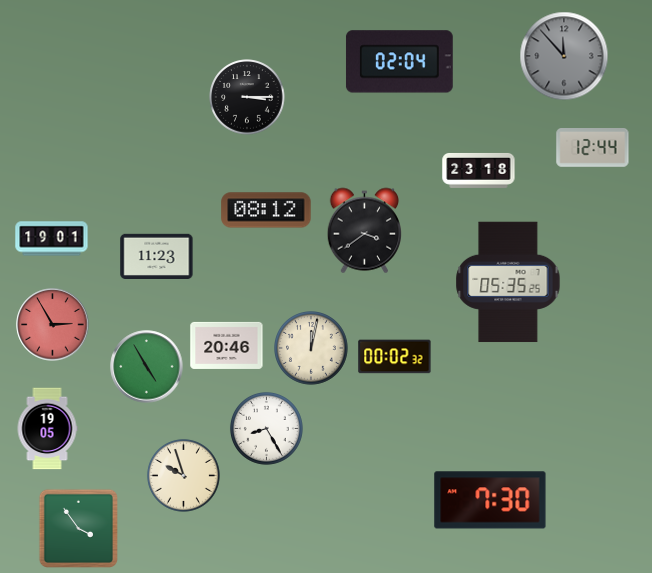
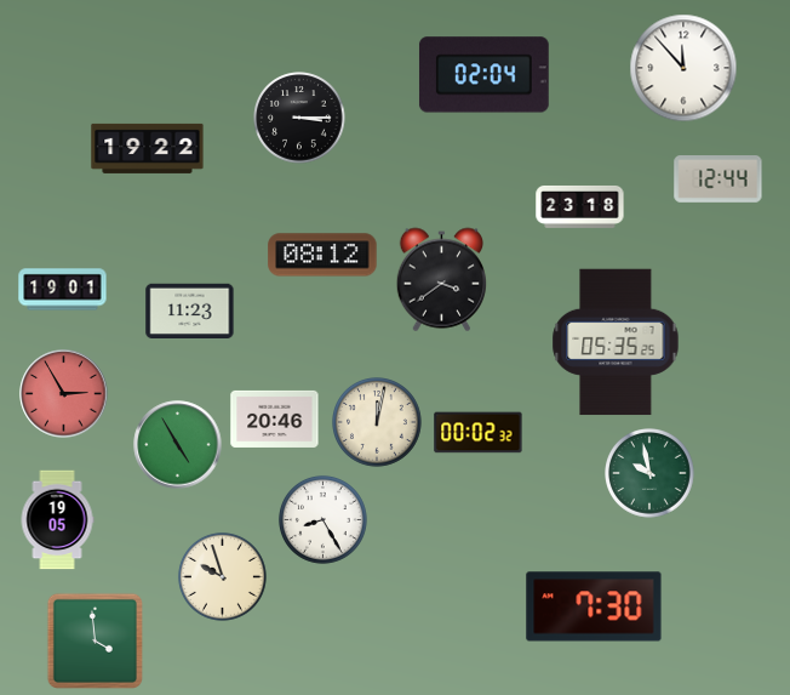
clock at (564, 56) dial: grey -> white
clock at (148, 148): none -> 19:22
clock at (651, 474): none -> 9:58
clock at (78, 528): 3:54 -> 3:59
